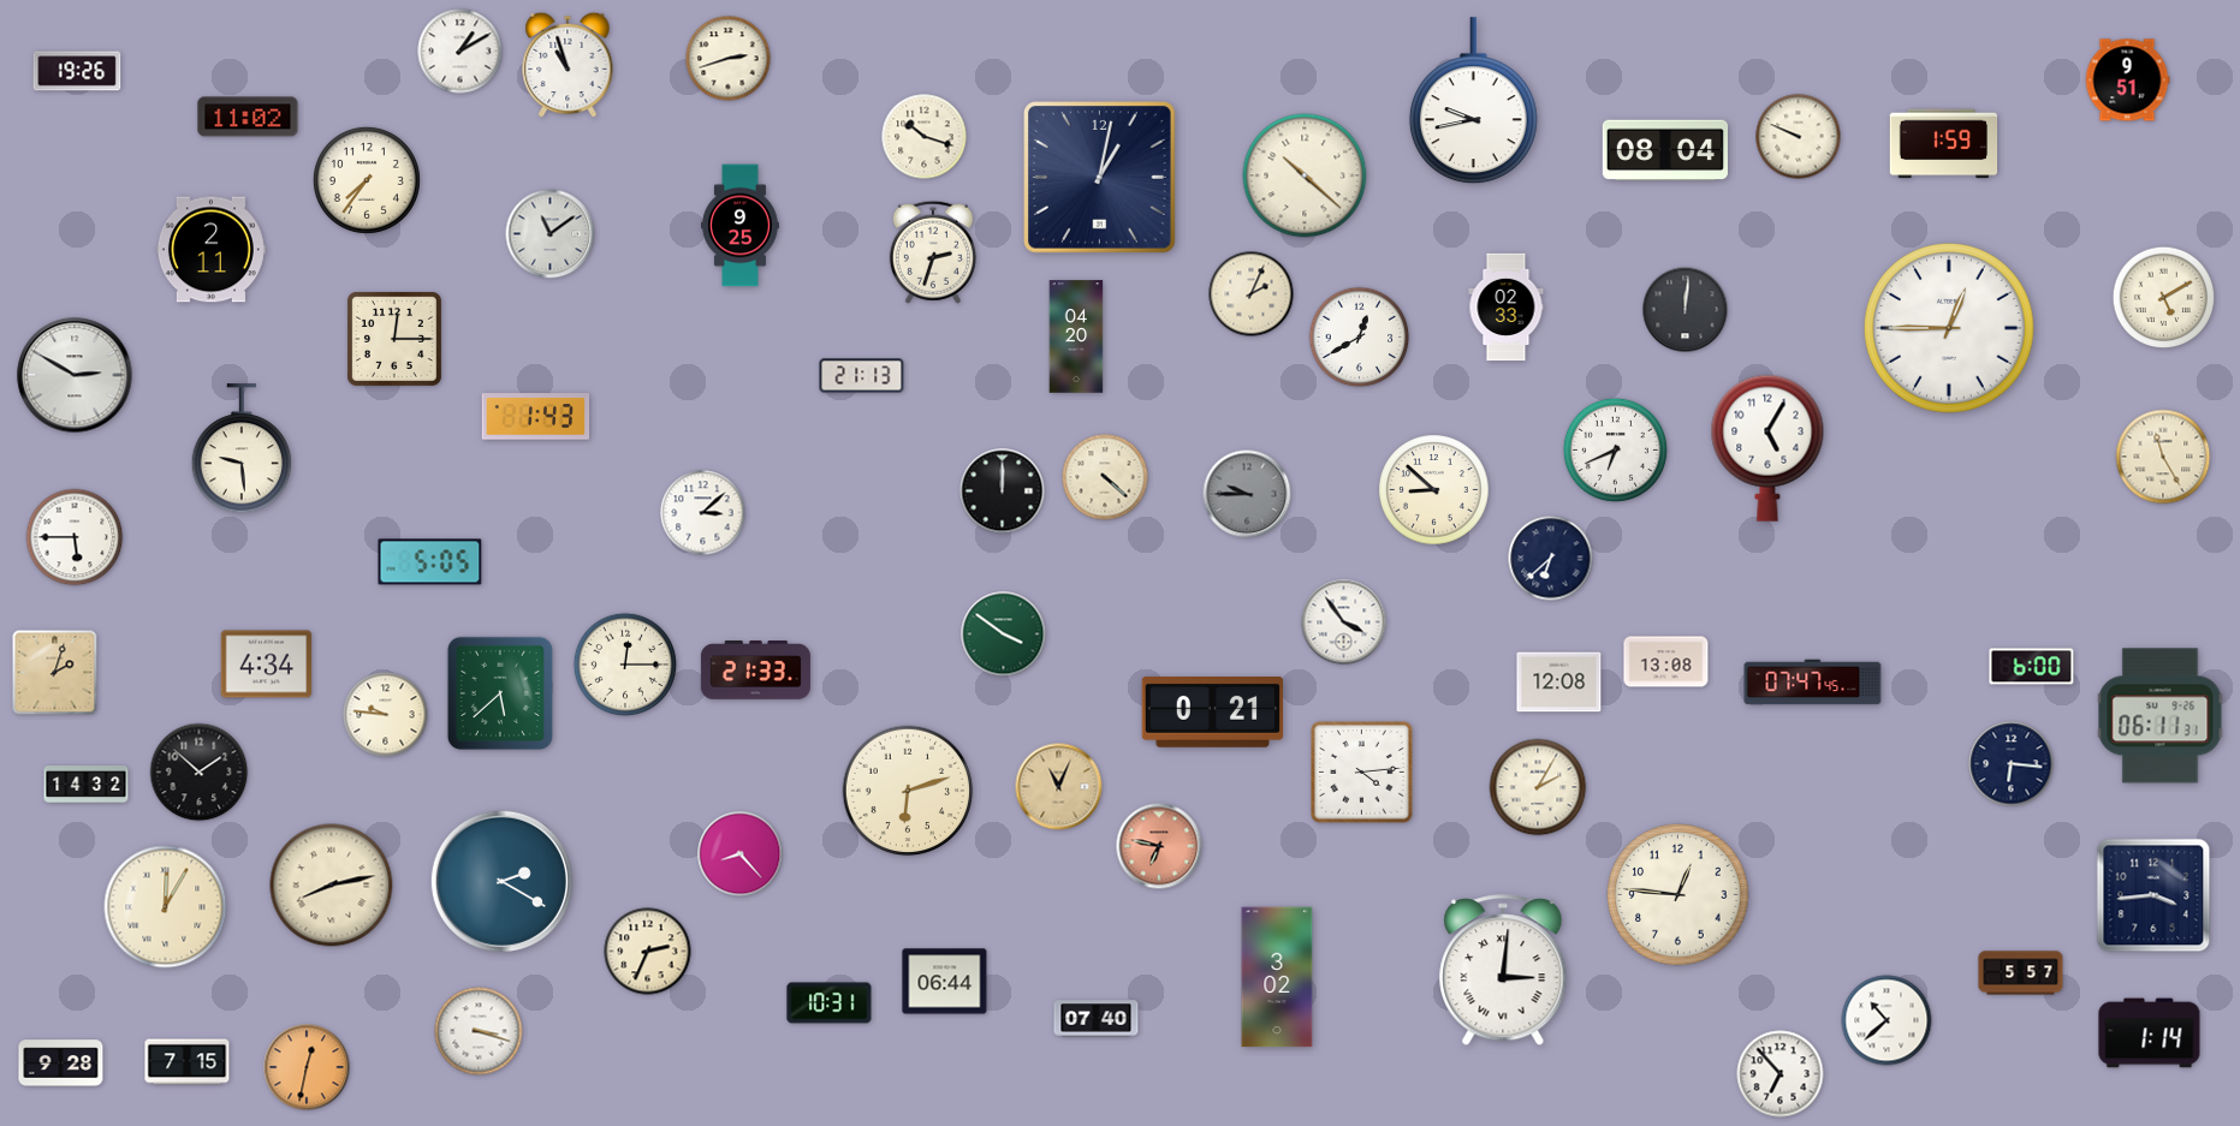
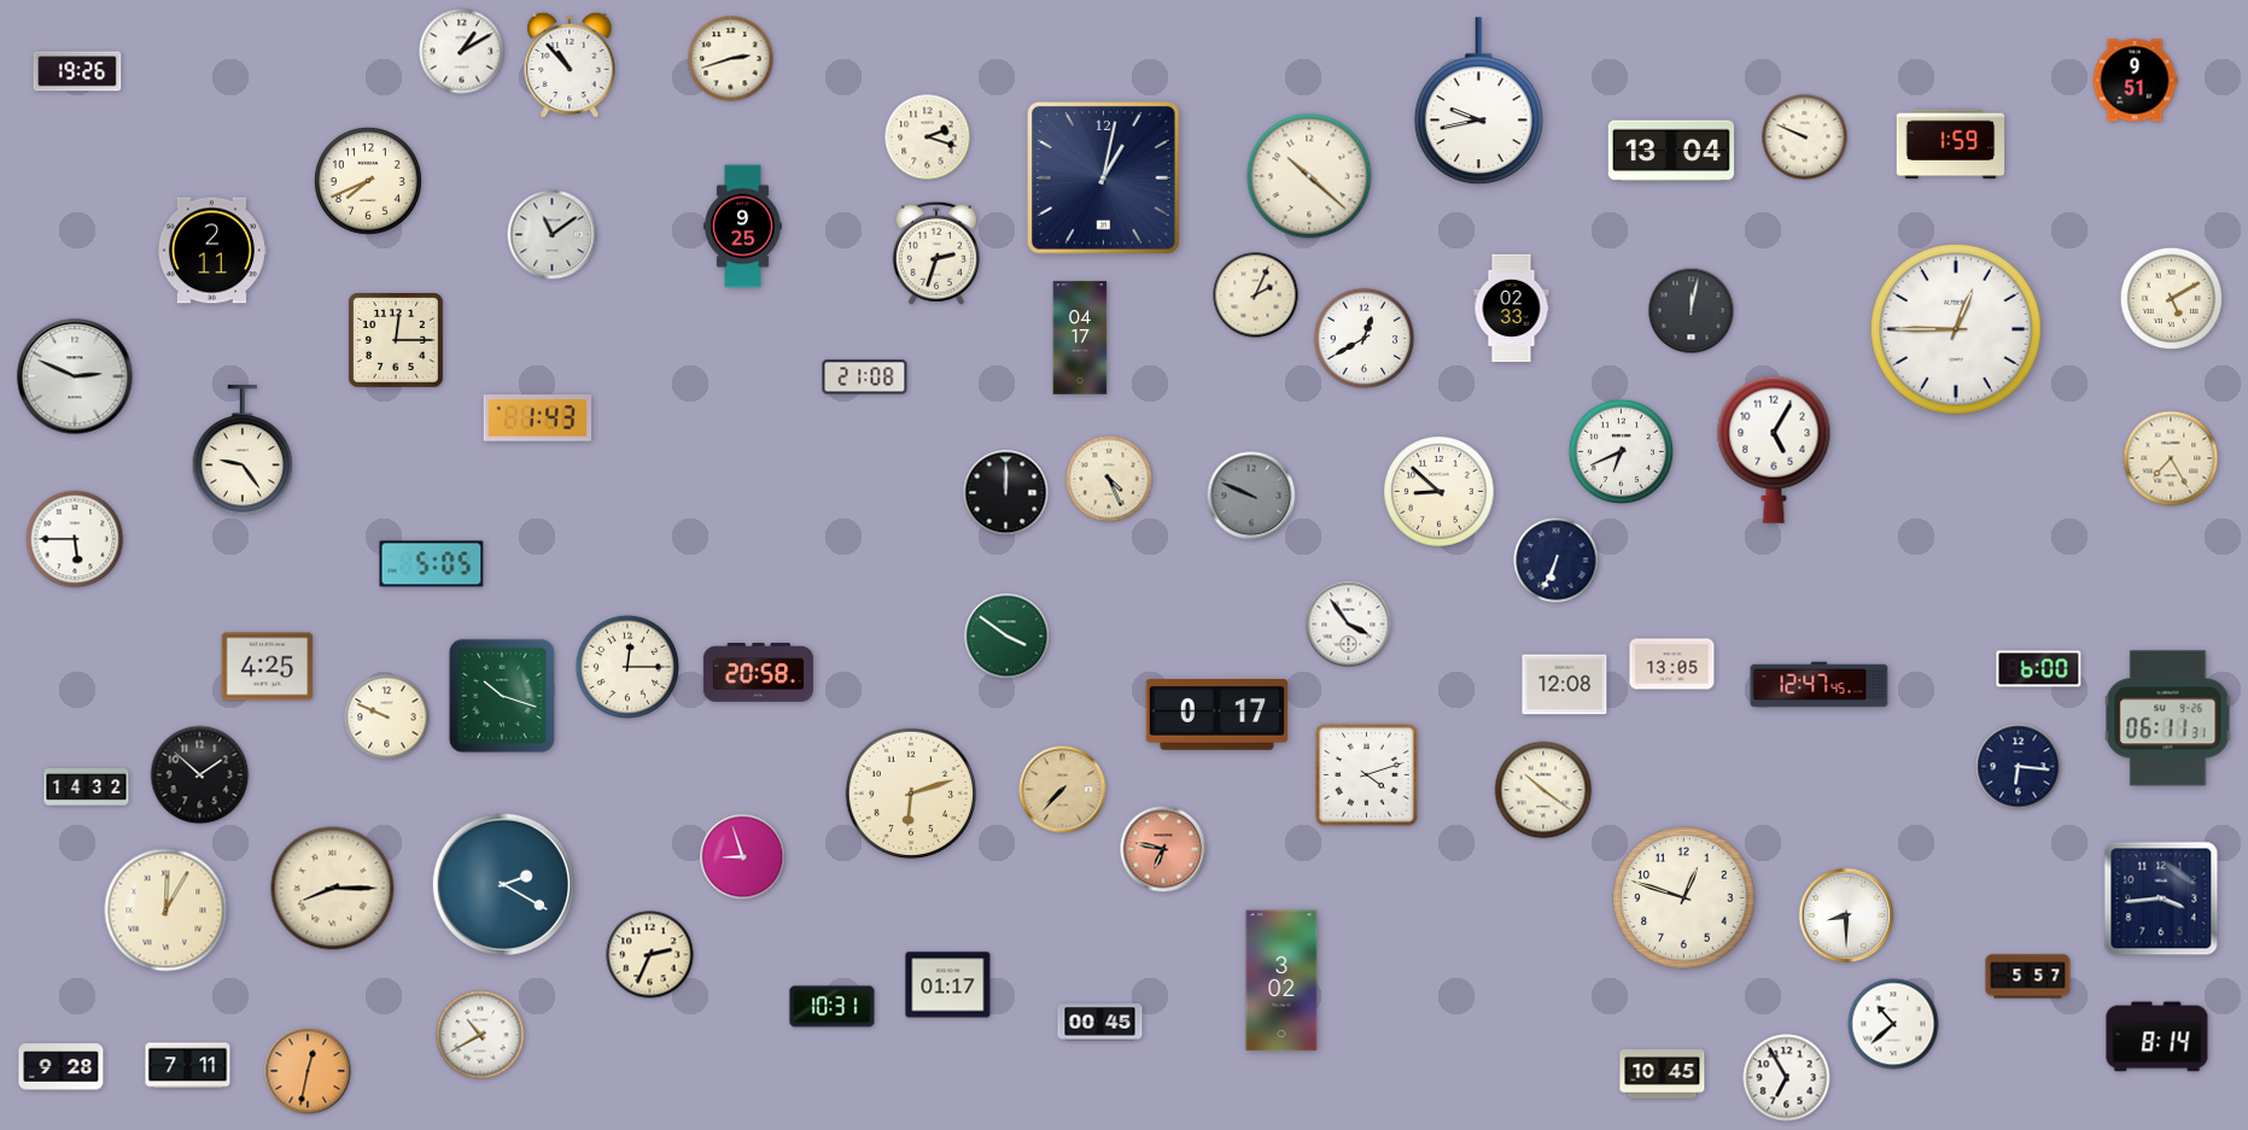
clock at (568, 65): 10:57 -> 10:53
clock at (248, 117): 11:02 -> none
clock at (925, 137): 10:18 -> 2:18
clock at (1665, 150): 08:04 -> 13:04
clock at (367, 180): 7:36 -> 7:41
clock at (1686, 310): 12:01 -> 12:02
clock at (1076, 336): 04:20 -> 04:17
clock at (75, 375): 2:50 -> 2:49
clock at (862, 376): 21:13 -> 21:08
clock at (242, 449): 9:29 -> 9:24
clock at (2163, 457): 11:25 -> 7:25
clock at (1105, 477): 4:22 -> 4:26
clock at (1247, 494): 9:45 -> 9:49
clock at (703, 513): 3:08 -> none
clock at (1551, 559): 6:38 -> 6:34
clock at (1666, 662): 13:08 -> 13:05
clock at (267, 665): 4:34 -> 4:25
clock at (755, 671): 21:33 -> 20:58
clock at (55, 673): 2:03 -> none
clock at (1813, 683): 07:47 -> 12:47
clock at (500, 693): 5:38 -> 10:18
clock at (1212, 713): 0:21 -> 0:17
clock at (386, 715): 9:46 -> 9:49
clock at (1362, 773): 4:14 -> 4:12
clock at (1059, 787): 11:04 -> 7:37
clock at (1538, 787): 2:05 -> 10:21
clock at (741, 854): 8:23 -> 8:57
clock at (332, 886): 8:13 -> 8:15
clock at (1678, 895): 12:46 -> 12:48
clock at (1846, 915): none -> 8:30
clock at (1503, 971): 3:01 -> none
clock at (945, 982): 06:44 -> 01:17
clock at (1097, 1019): 07:40 -> 00:45
clock at (479, 1031): 3:18 -> 10:40
clock at (2150, 1033): 1:14 -> 8:14
clock at (188, 1062): 7:15 -> 7:11
clock at (1663, 1075): none -> 10:45
clock at (1781, 1074): 6:53 -> 6:55
